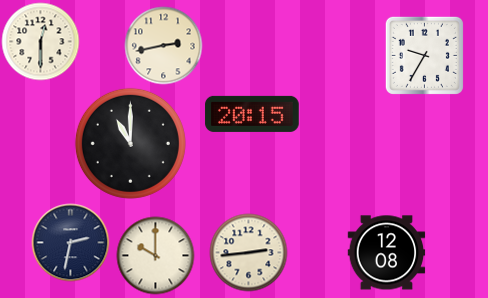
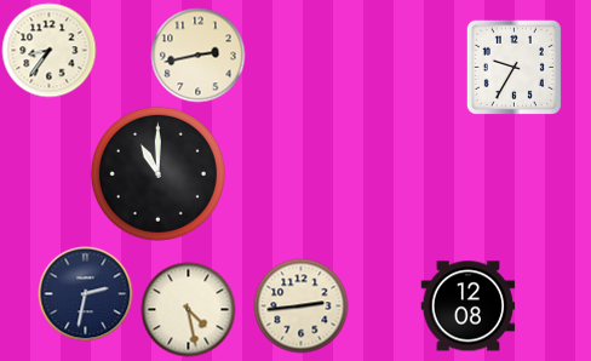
clock at (40, 41): 12:30 -> 8:36
clock at (252, 114): 20:15 -> none
clock at (155, 255): 10:00 -> 4:28
